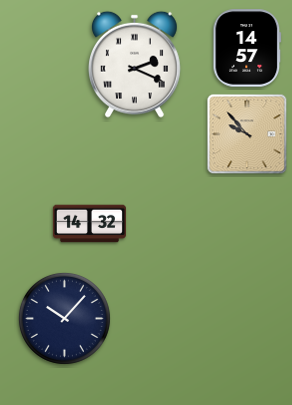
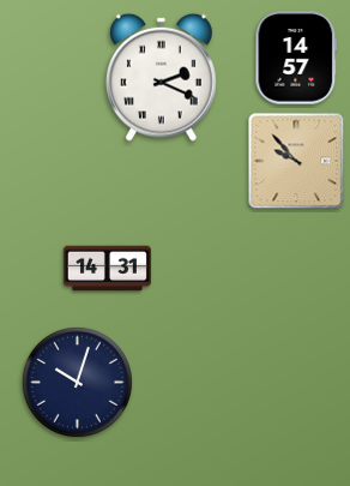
clock at (89, 224): 14:32 -> 14:31
clock at (64, 318): 10:07 -> 10:03
